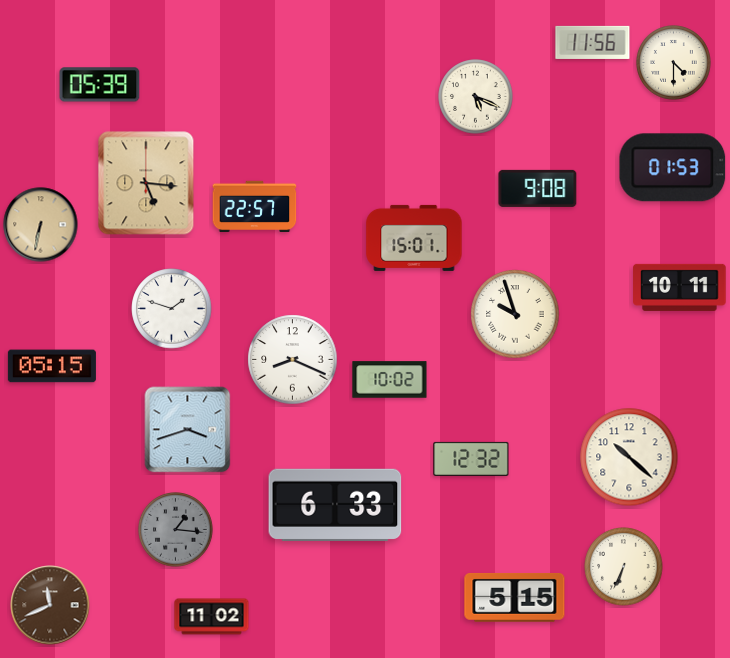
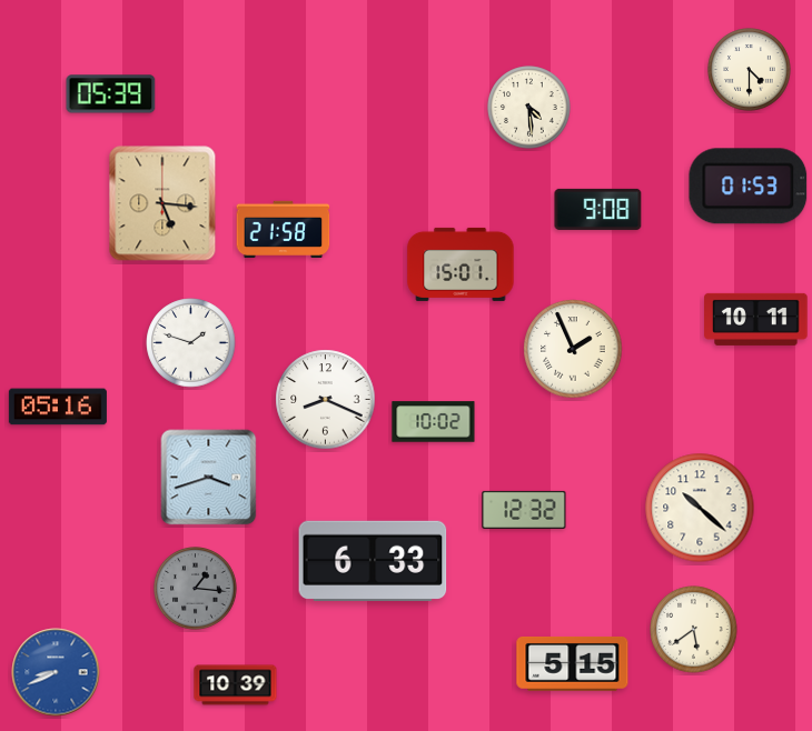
clock at (593, 42): 11:56 -> none
clock at (476, 97): 5:19 -> 4:29
clock at (255, 206): 22:57 -> 21:58
clock at (41, 225): 6:32 -> none
clock at (515, 314): 9:57 -> 1:56
clock at (52, 366): 05:15 -> 05:16
clock at (624, 567): 6:34 -> 5:39
clock at (50, 605): 11:41 -> 8:41
clock at (50, 605) dial: brown -> blue
clock at (212, 617): 11:02 -> 10:39
